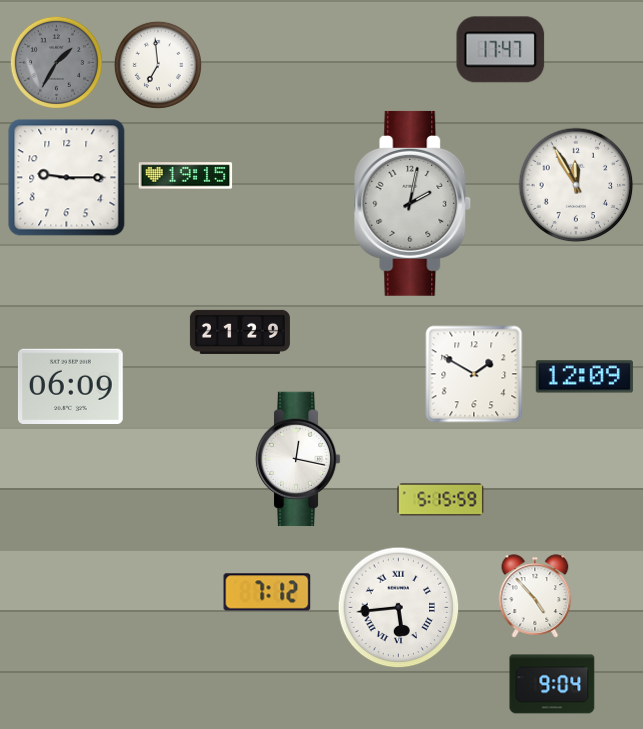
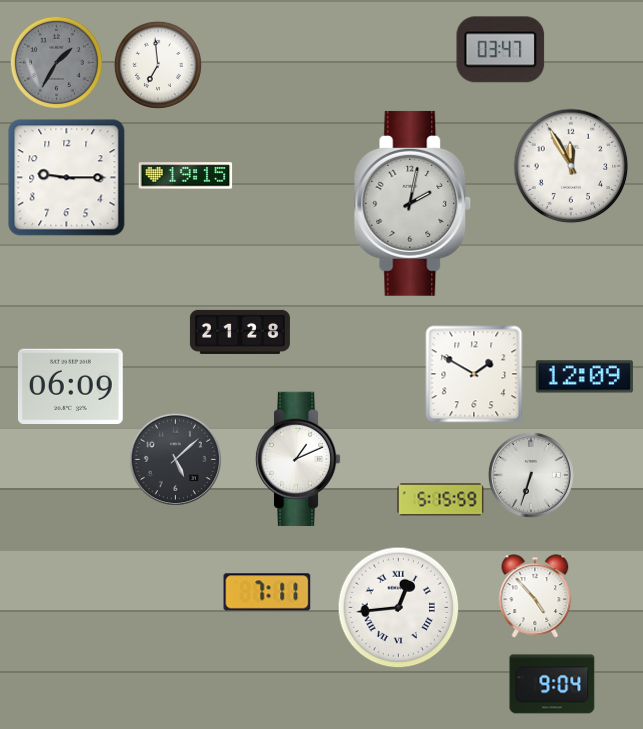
clock at (501, 50): 17:47 -> 03:47
clock at (576, 185) position: (576, 185) -> (571, 166)
clock at (240, 332): 21:29 -> 21:28
clock at (175, 459): none -> 5:08
clock at (298, 459): 12:17 -> 1:11
clock at (531, 475): none -> 6:33
clock at (267, 592): 7:12 -> 7:11
clock at (399, 608): 5:44 -> 12:44
